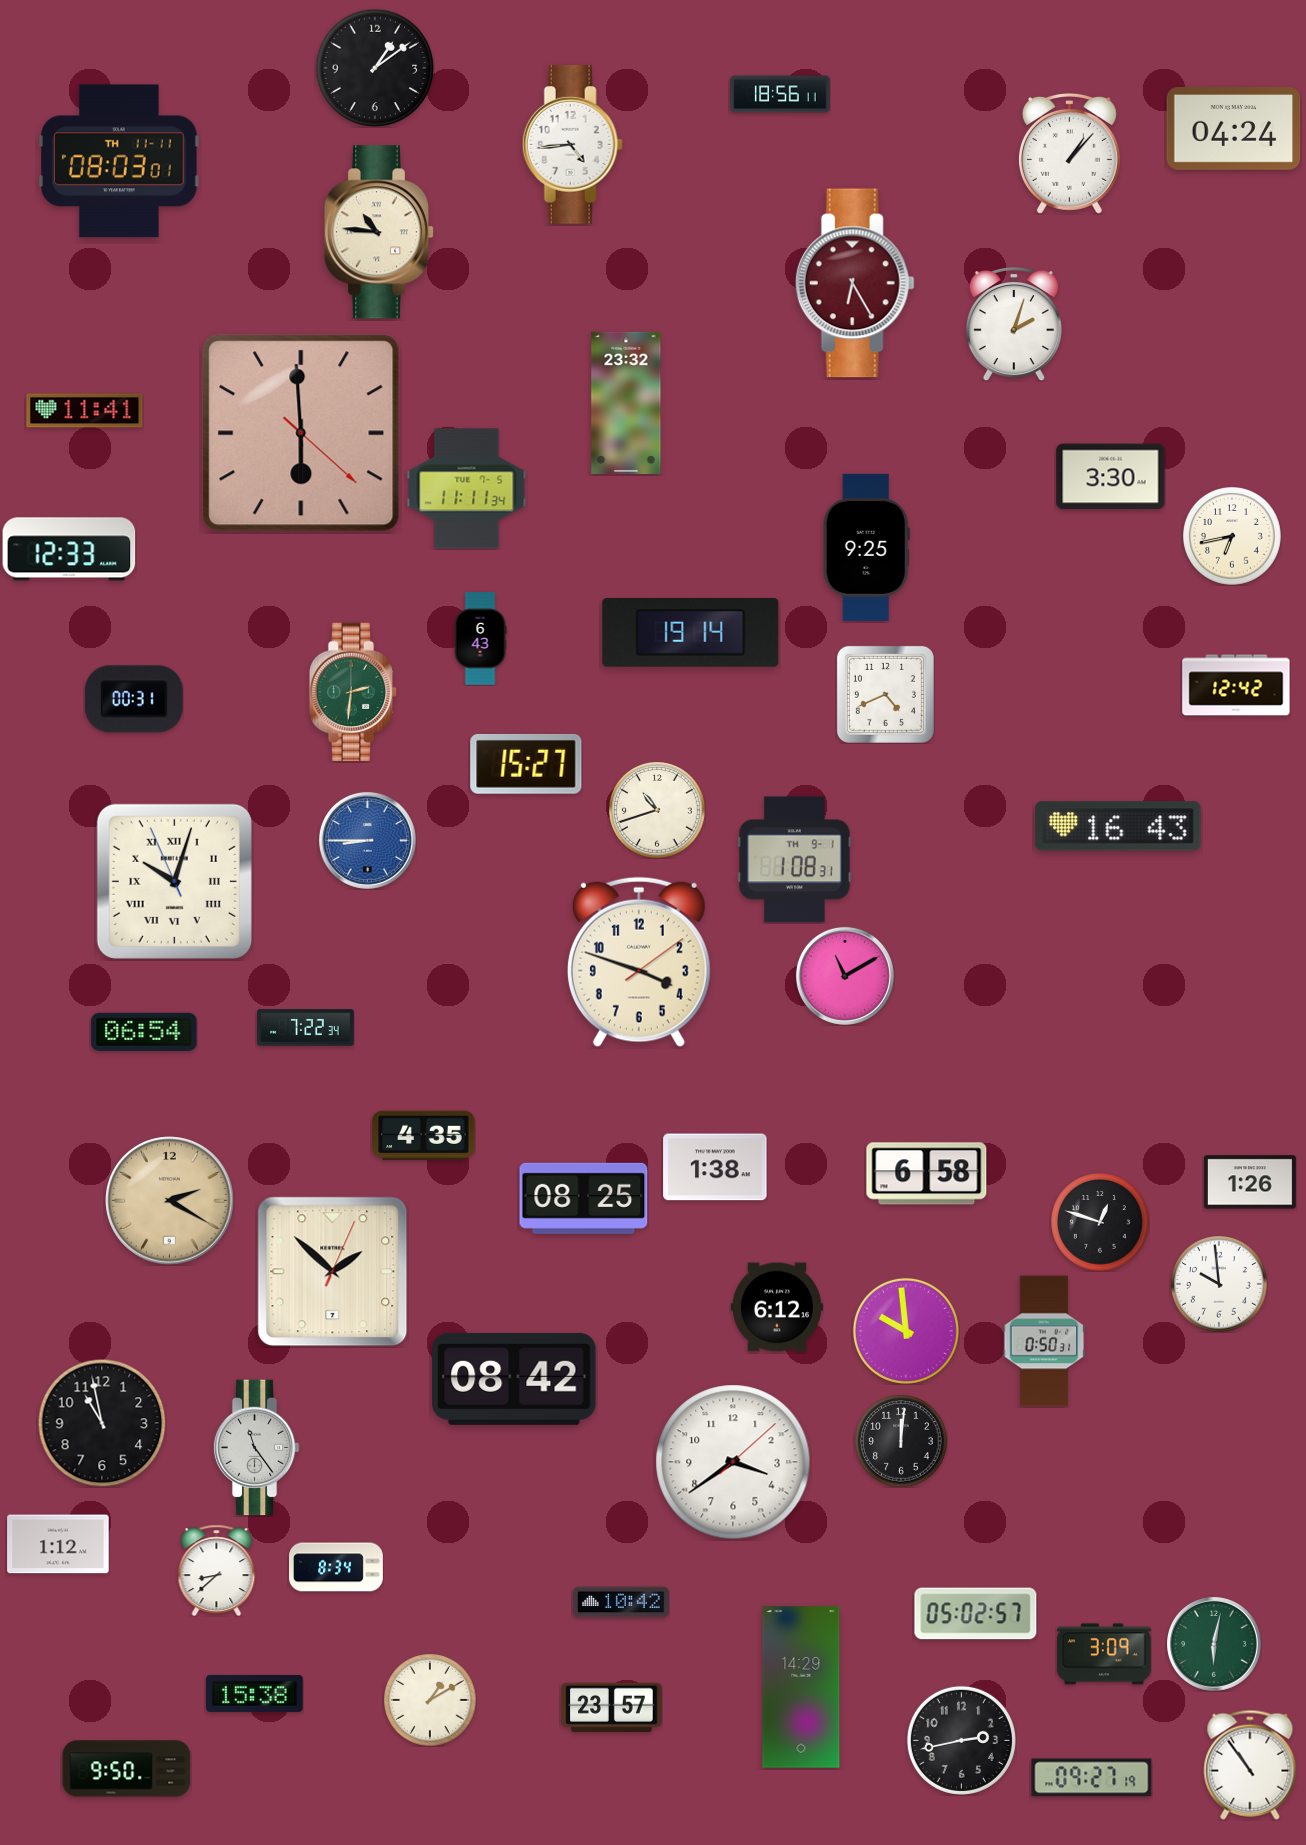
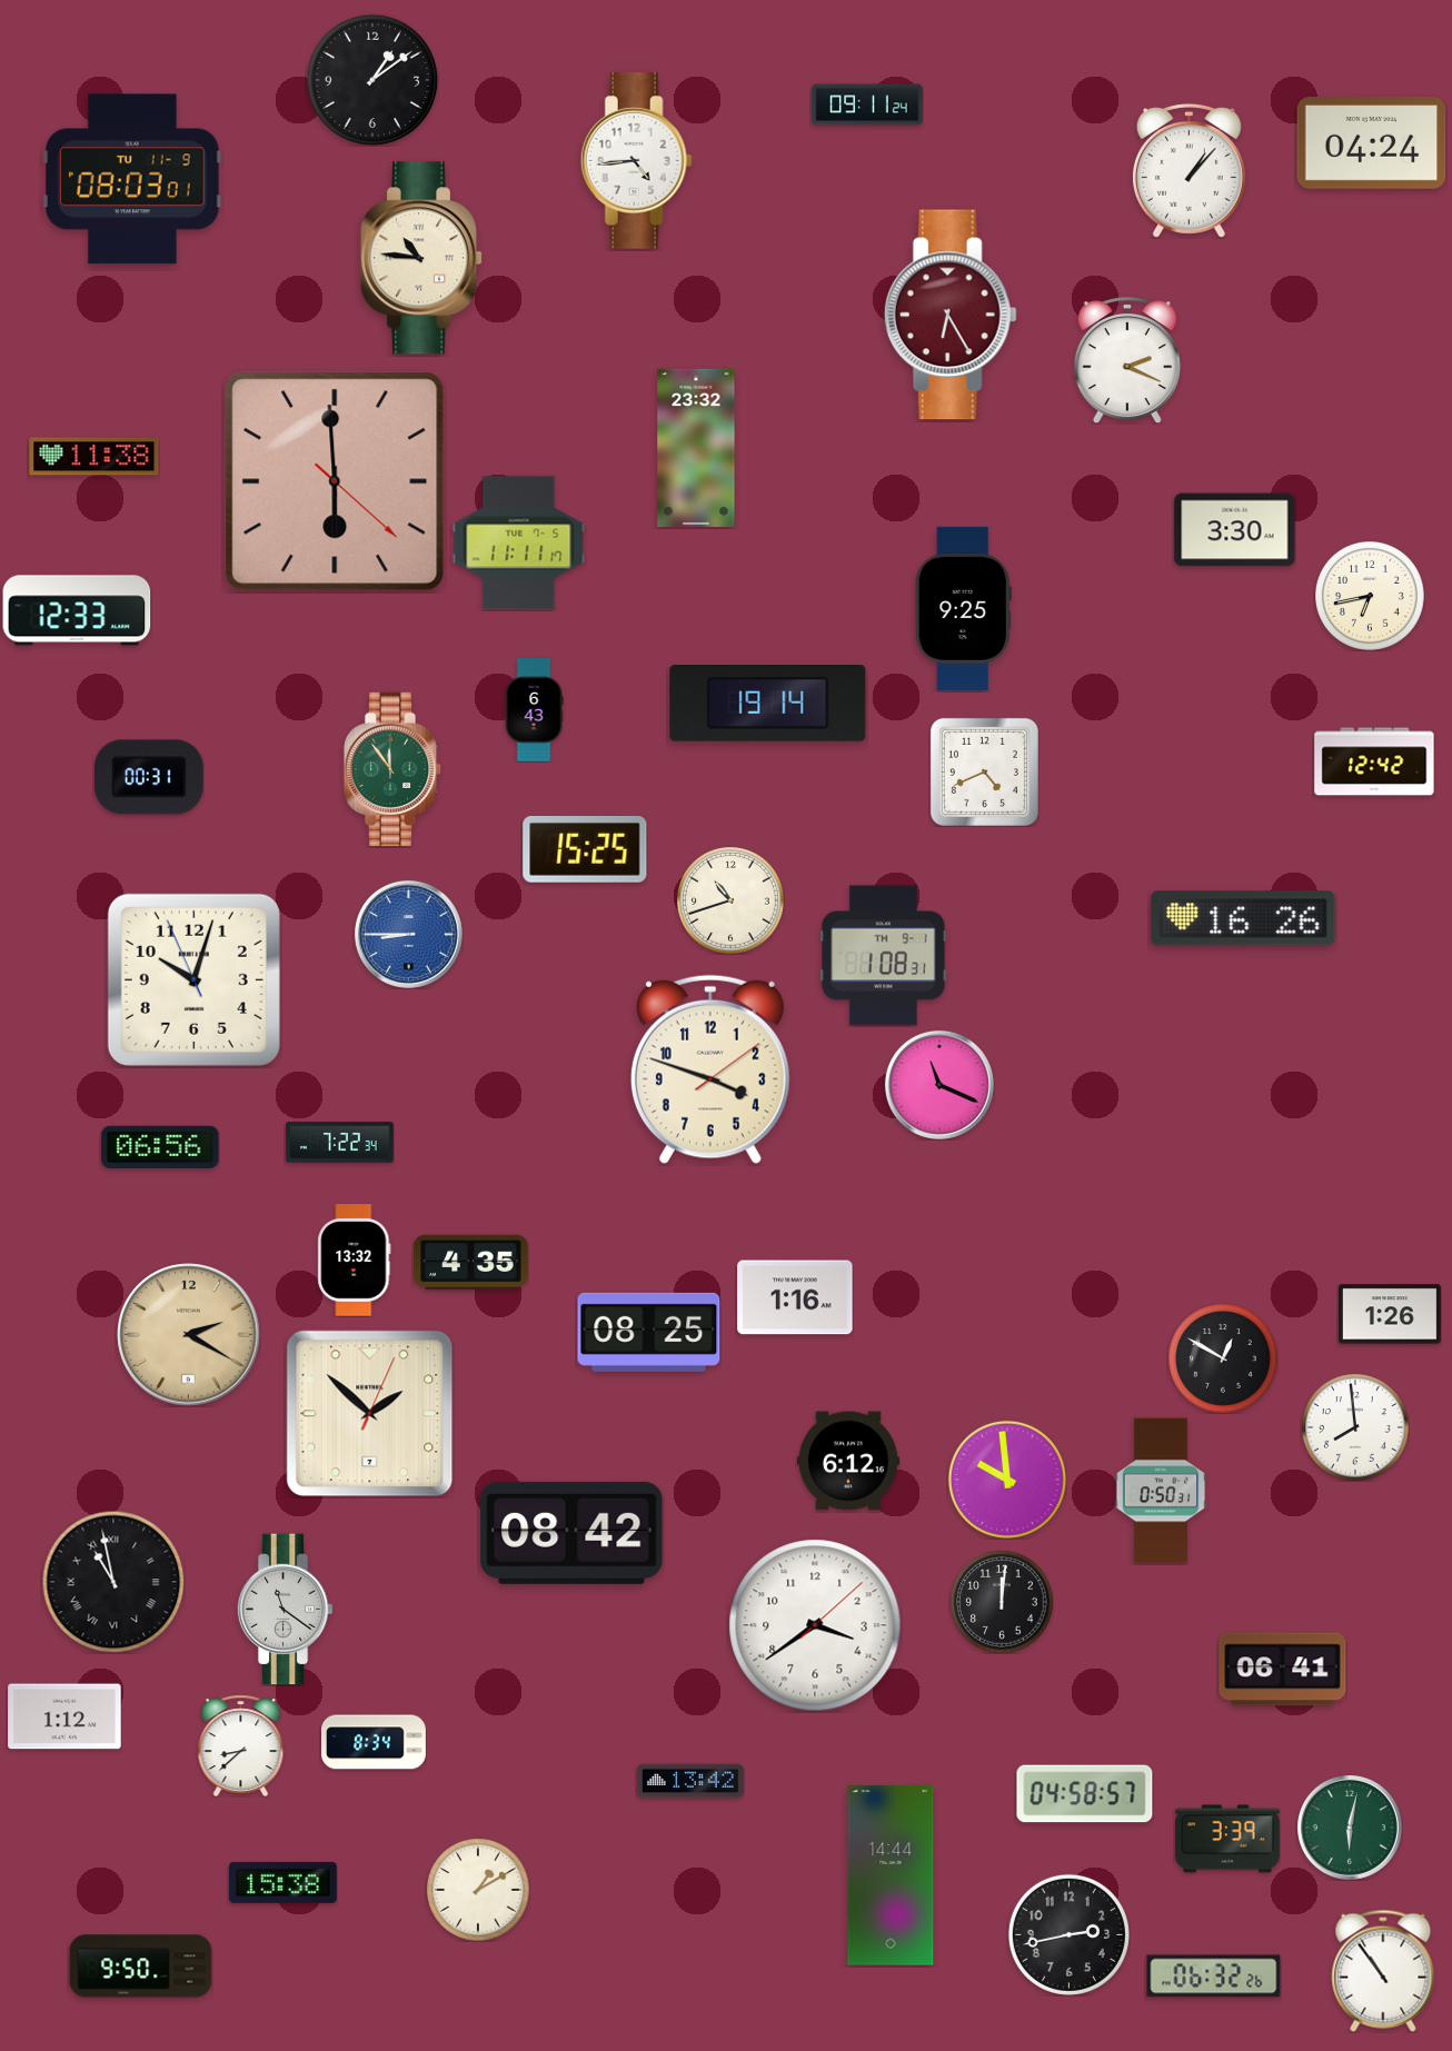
clock at (375, 68) position: (375, 68) -> (372, 80)
clock at (780, 94): 18:56 -> 09:11
clock at (119, 161) date: TH 11-11 -> TU 11-9
clock at (1014, 325): 2:03 -> 2:19
clock at (85, 411): 11:41 -> 11:38
clock at (467, 489): 11:11:34 -> 11:11:17
clock at (353, 692): 2:31 -> 11:54
clock at (526, 764): 15:27 -> 15:25
clock at (1118, 826): 16:43 -> 16:26
clock at (174, 881) numerals: Roman -> Arabic
clock at (845, 976): 11:10 -> 11:19
clock at (144, 1032): 06:54 -> 06:56
clock at (355, 1261): none -> 13:32
clock at (715, 1167): 1:38 -> 1:16
clock at (927, 1174): 6:58 -> none
clock at (1101, 1223): 12:48 -> 12:50
clock at (1219, 1284): 9:59 -> 7:59
clock at (777, 1307) position: (777, 1307) -> (848, 1461)
clock at (102, 1423) numerals: Arabic -> Roman
clock at (256, 1448): 11:24 -> 11:21
clock at (1283, 1670): none -> 06:41
clock at (622, 1602): 10:42 -> 13:42
clock at (976, 1614): 05:02 -> 04:58
clock at (1104, 1654): 3:09 -> 3:39
clock at (801, 1687): 14:29 -> 14:44
clock at (612, 1707): 23:57 -> none
clock at (1250, 1765) position: (1250, 1765) -> (1383, 1971)
clock at (1092, 1778): 09:27 -> 06:32
